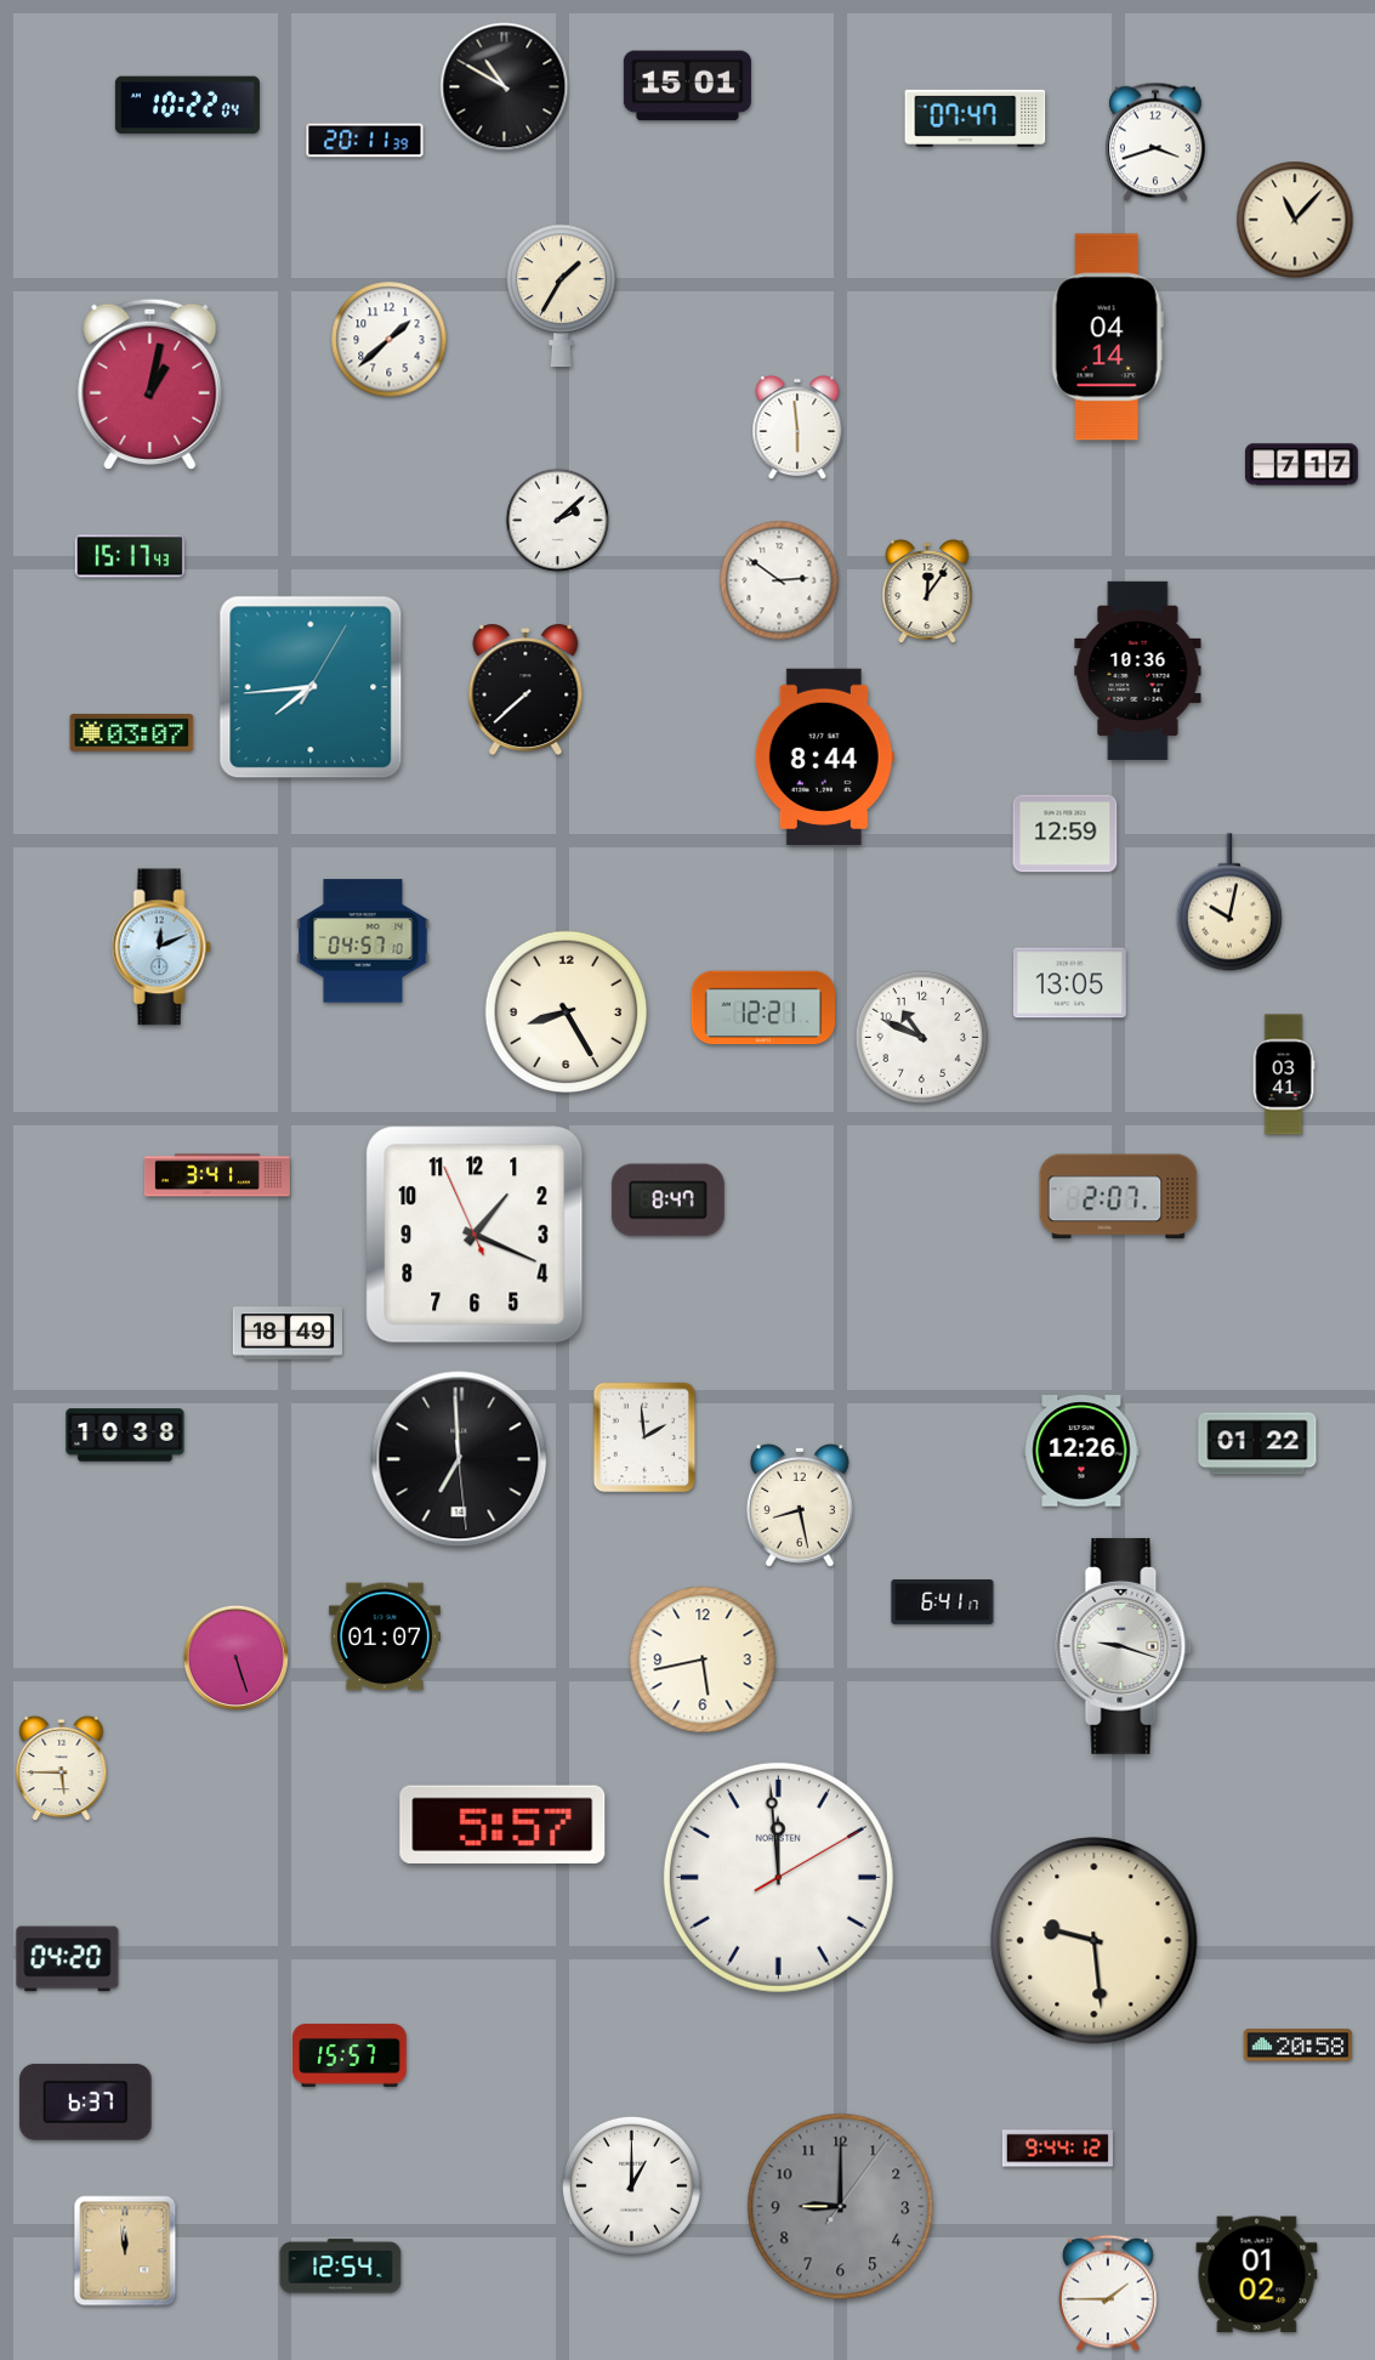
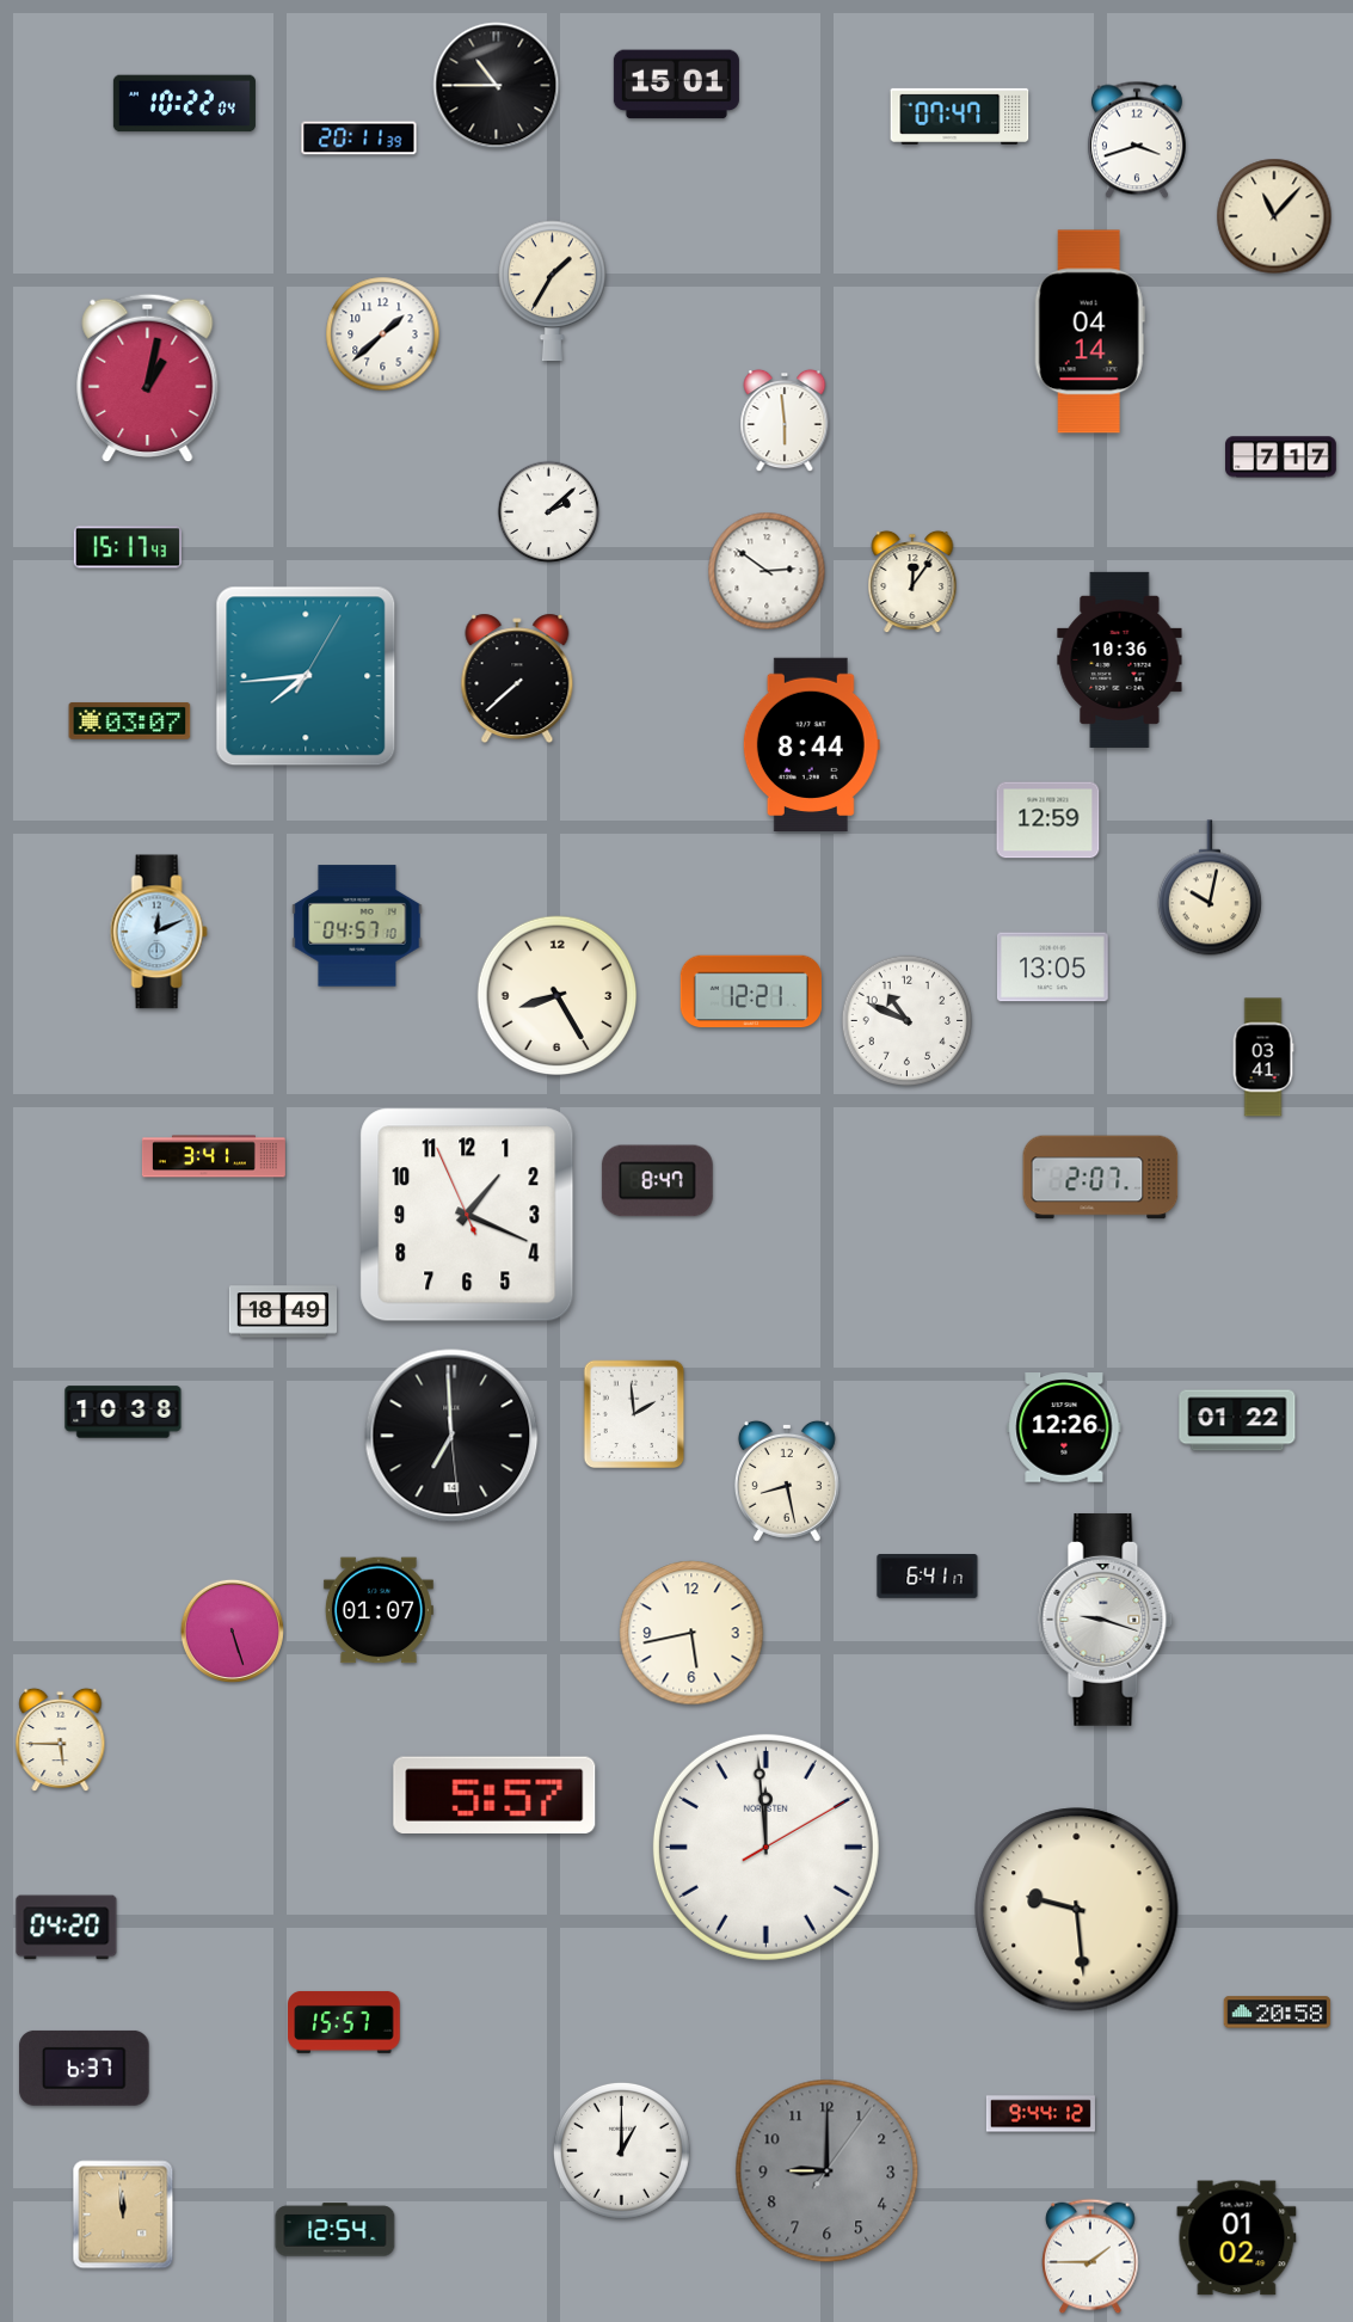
clock at (505, 87): 10:50 -> 10:45
